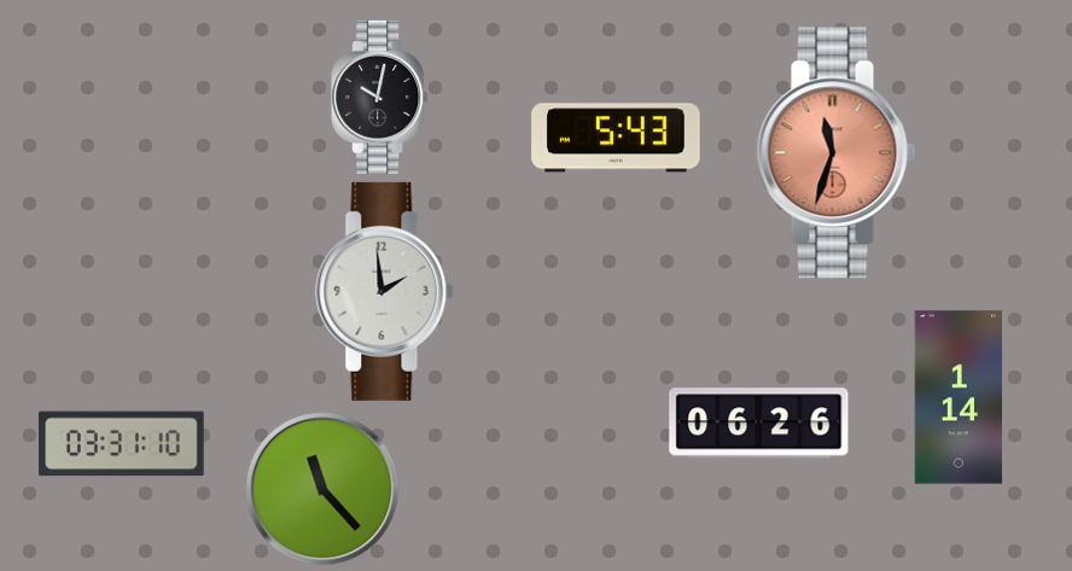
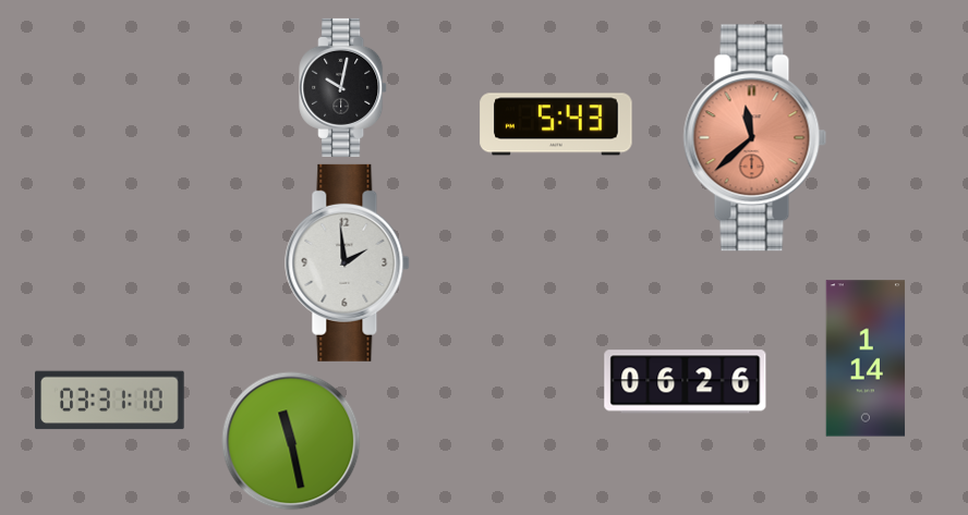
clock at (837, 153): 11:33 -> 11:38
clock at (322, 489): 11:23 -> 11:28
